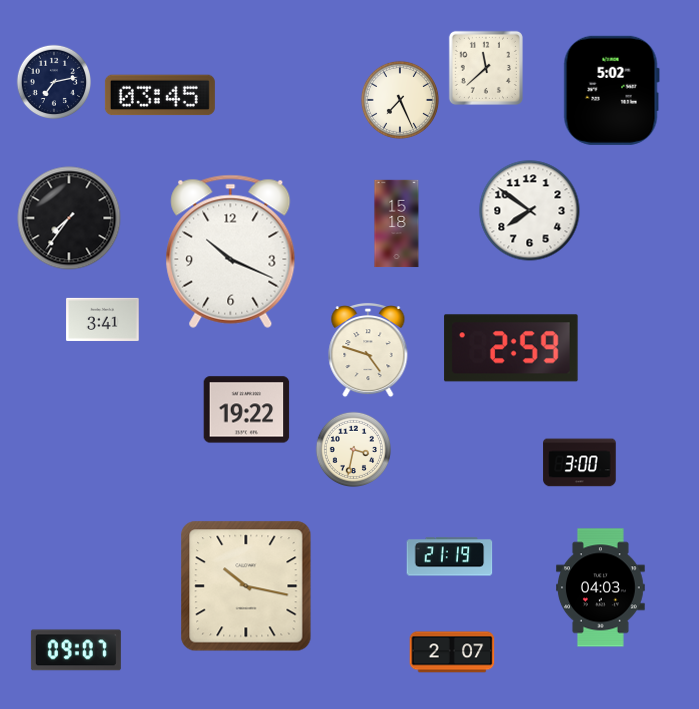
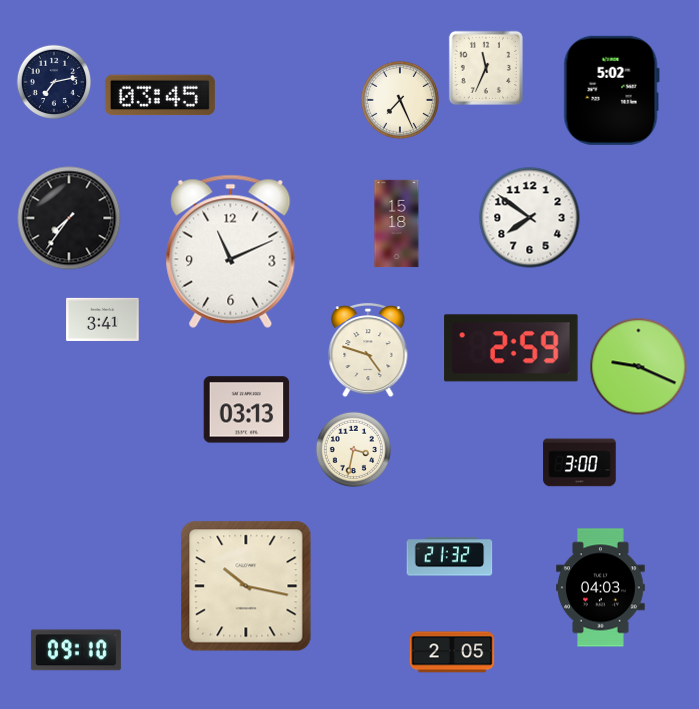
clock at (486, 68): 11:38 -> 11:34
clock at (530, 211) position: (530, 211) -> (530, 218)
clock at (231, 251): 10:19 -> 11:11
clock at (639, 367): none -> 9:19
clock at (247, 410): 19:22 -> 03:13
clock at (450, 557): 21:19 -> 21:32
clock at (76, 650): 09:07 -> 09:10
clock at (452, 652): 2:07 -> 2:05
